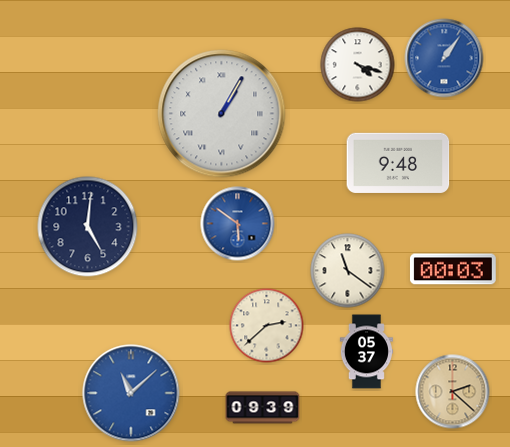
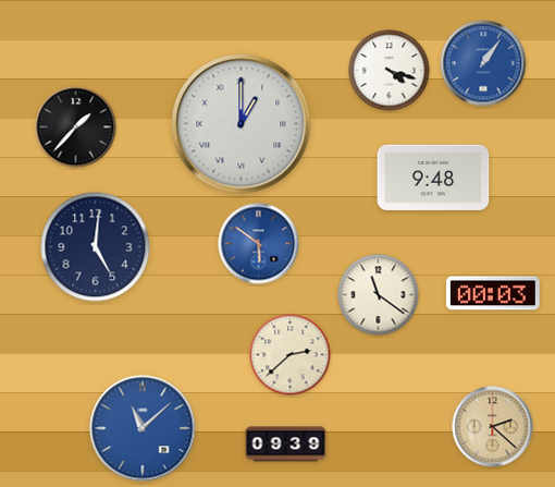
clock at (222, 114): 1:05 -> 1:00
clock at (76, 127): none -> 1:37
clock at (366, 352): 05:37 -> none
